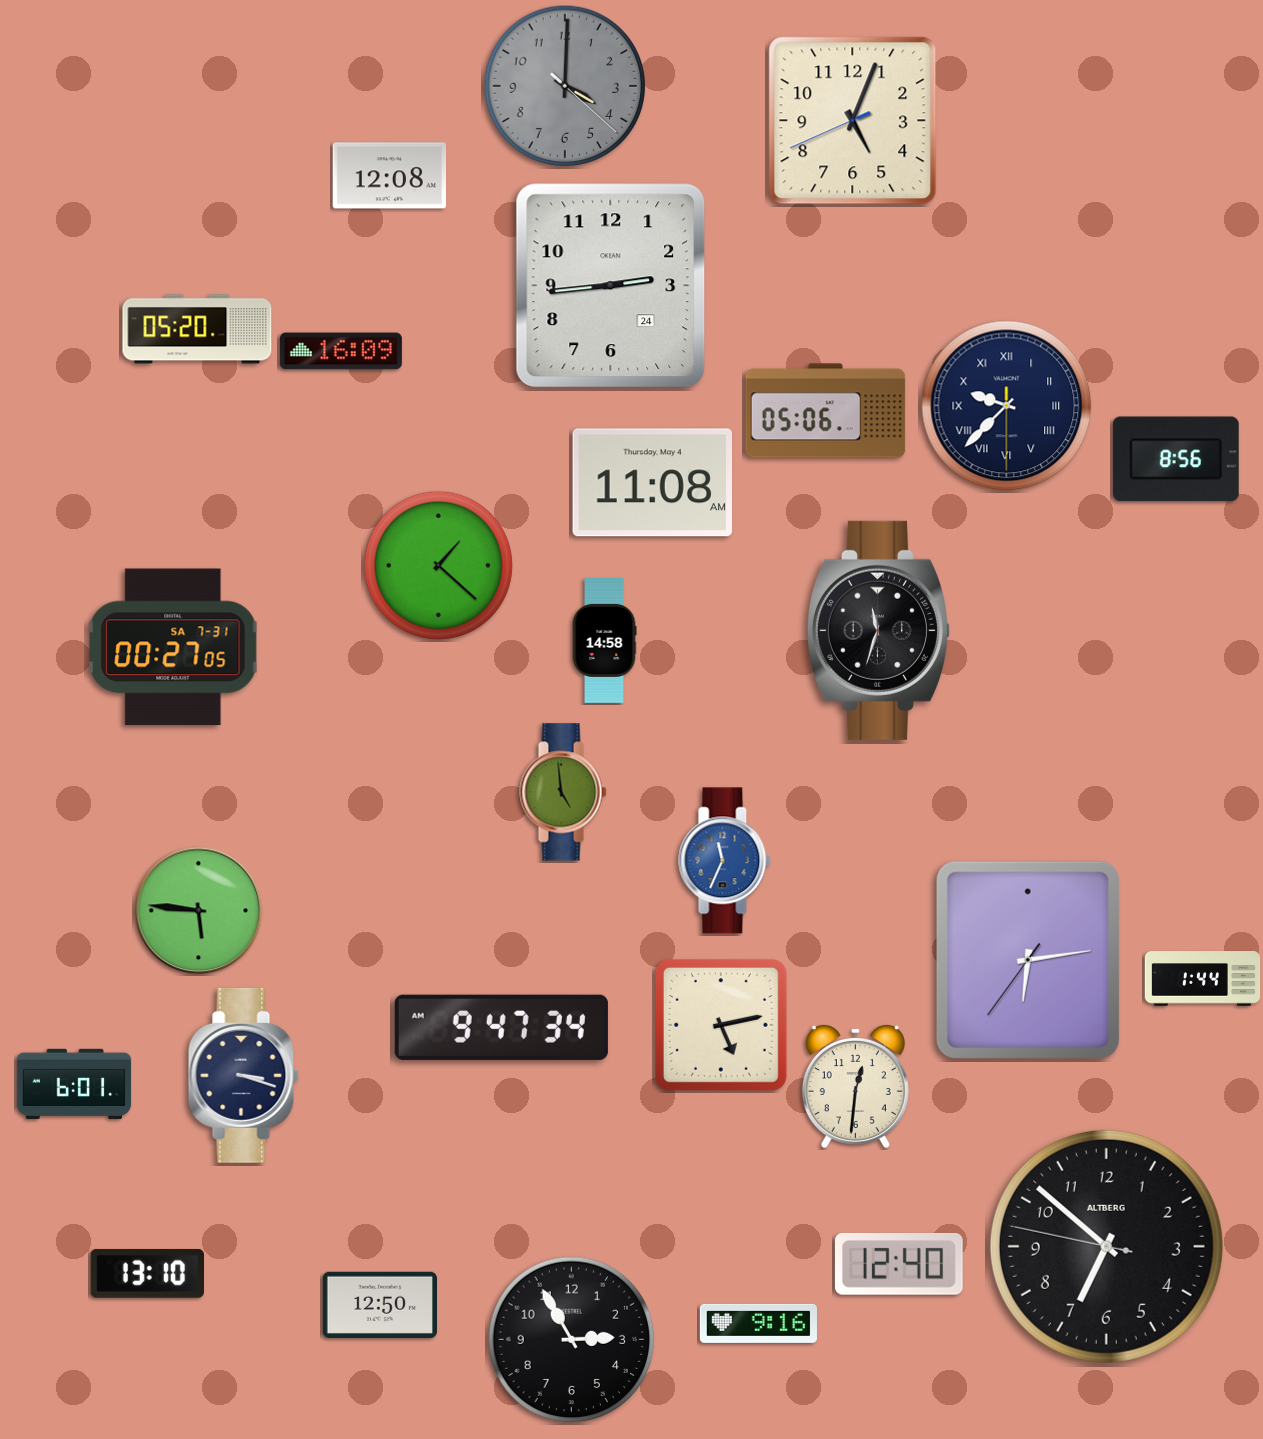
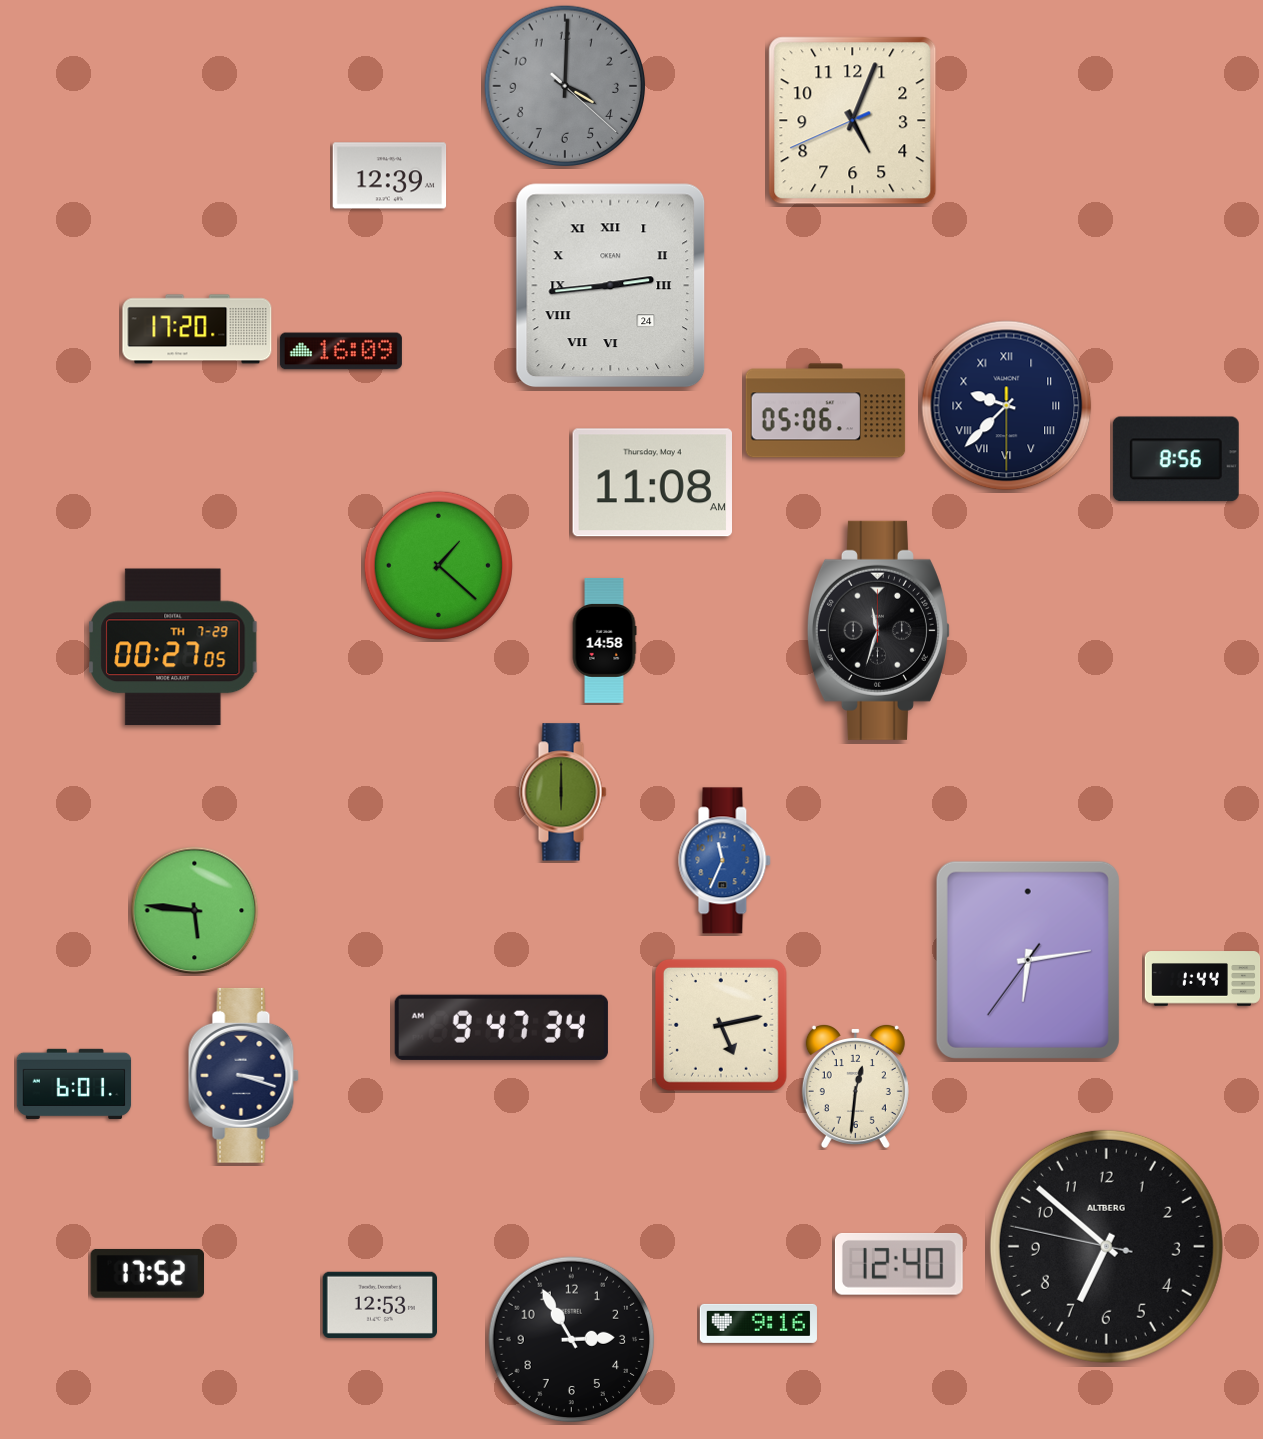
clock at (390, 176): 12:08 -> 12:39
clock at (611, 286) numerals: Arabic -> Roman
clock at (197, 329): 05:20 -> 17:20
clock at (173, 647) date: SA 7-31 -> TH 7-29
clock at (563, 792): 4:59 -> 6:00
clock at (199, 911) position: (199, 911) -> (195, 911)
clock at (147, 1273): 13:10 -> 17:52
clock at (379, 1305): 12:50 -> 12:53
